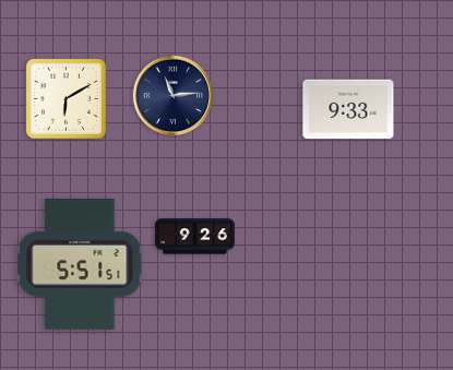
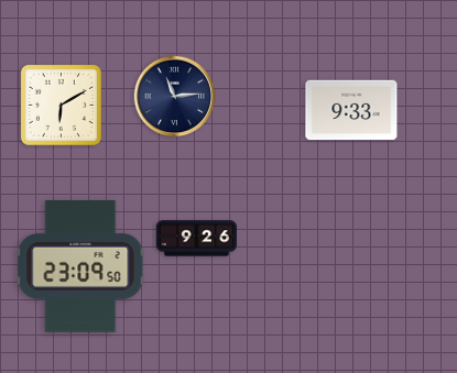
clock at (65, 98) position: (65, 98) -> (61, 105)
clock at (80, 264): 5:51 -> 23:09
